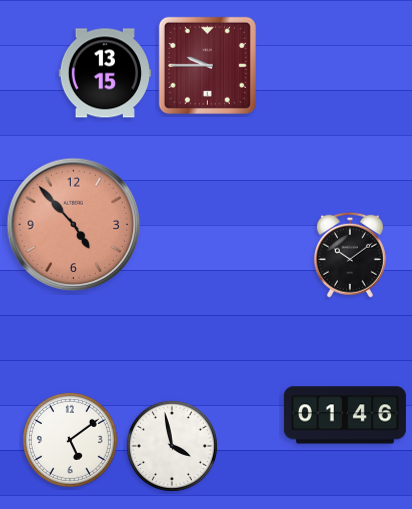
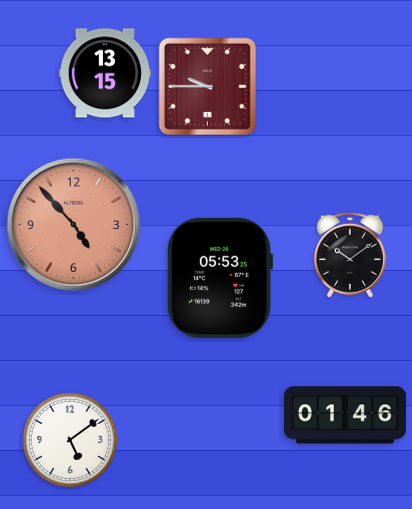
clock at (207, 65) position: (207, 65) -> (207, 86)
clock at (220, 278): none -> 05:53
clock at (172, 446): 3:58 -> none
